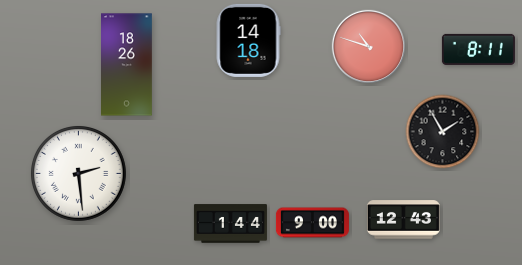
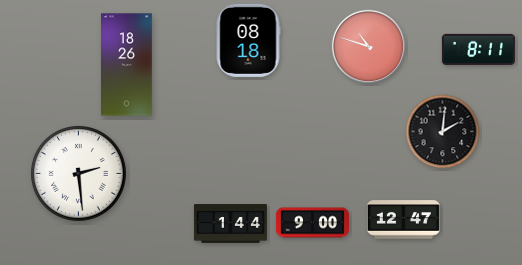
clock at (248, 40): 14:18 -> 08:18
clock at (443, 132): 1:55 -> 2:01
clock at (403, 220): 12:43 -> 12:47
